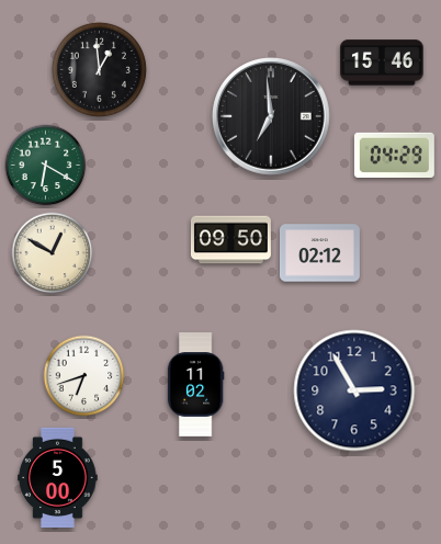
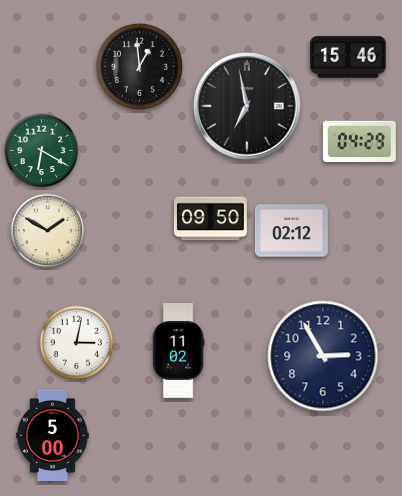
clock at (99, 69) position: (99, 69) -> (139, 66)
clock at (271, 116): 6:59 -> 6:58
clock at (53, 253): 12:50 -> 1:50
clock at (84, 376): 6:42 -> 3:02
